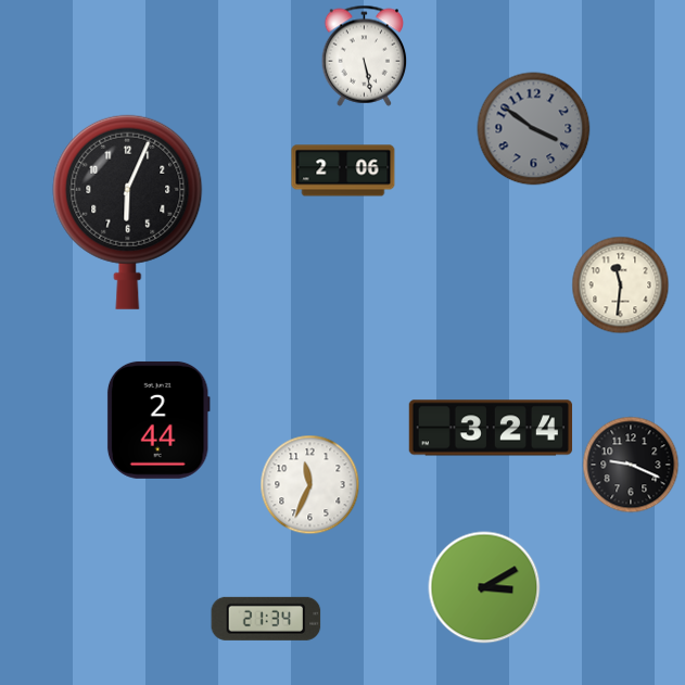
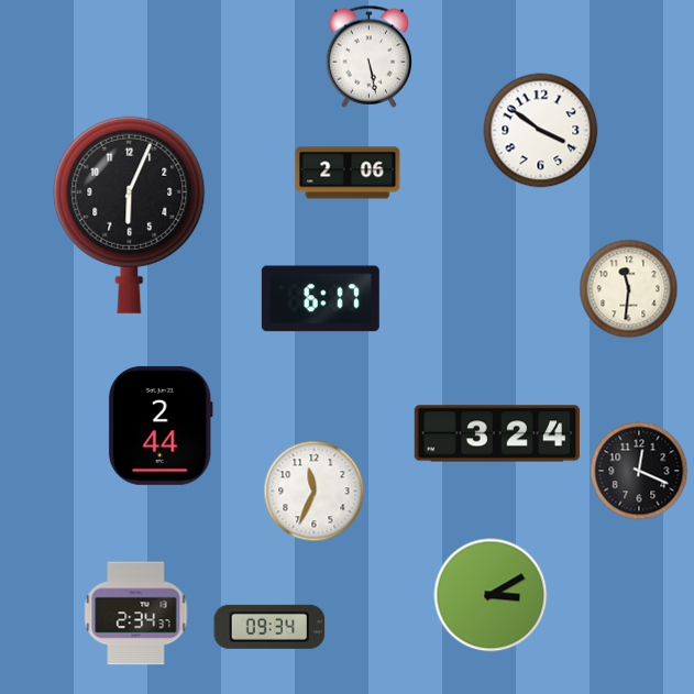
clock at (534, 129) dial: grey -> white
clock at (320, 299): none -> 6:17
clock at (631, 465): 9:19 -> 12:19
clock at (136, 614): none -> 2:34
clock at (266, 619): 21:34 -> 09:34
